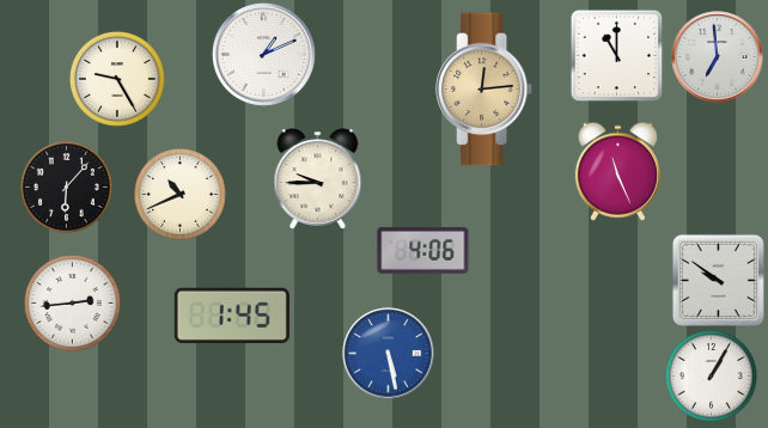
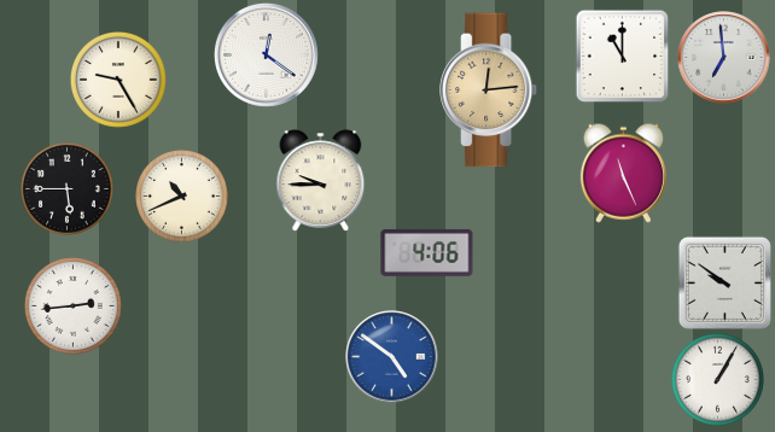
clock at (263, 54): 1:11 -> 12:21
clock at (67, 188): 6:07 -> 5:45
clock at (232, 316): 1:45 -> none
clock at (389, 354): 5:28 -> 4:51
